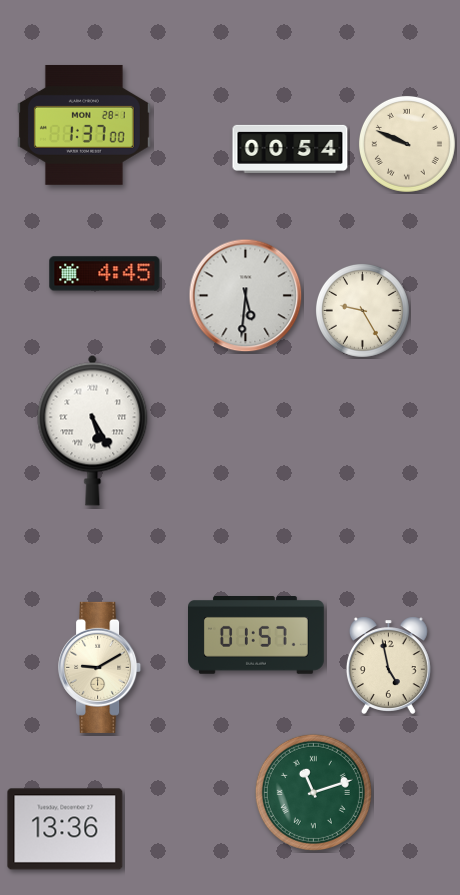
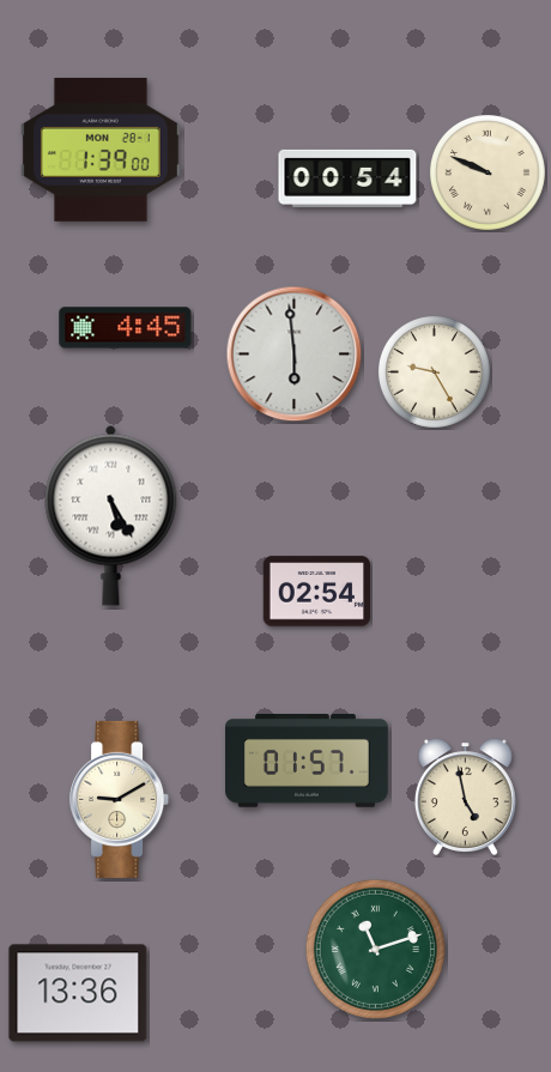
clock at (84, 125): 1:37 -> 1:39
clock at (246, 296): 5:31 -> 5:59
clock at (317, 592): none -> 02:54
